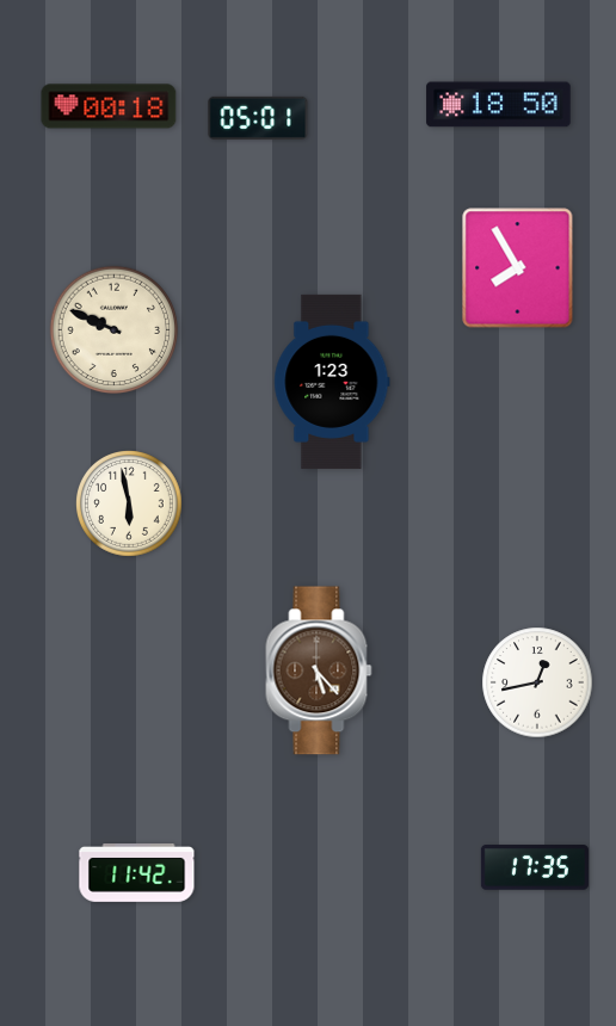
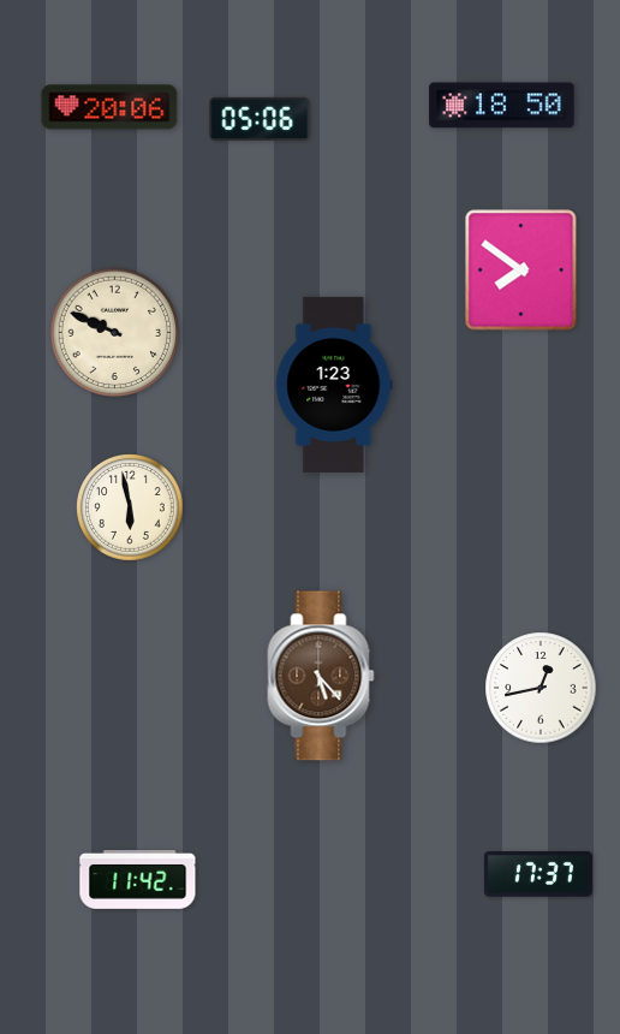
clock at (109, 106): 00:18 -> 20:06
clock at (258, 118): 05:01 -> 05:06
clock at (518, 268): 7:55 -> 7:51
clock at (535, 867): 17:35 -> 17:37
